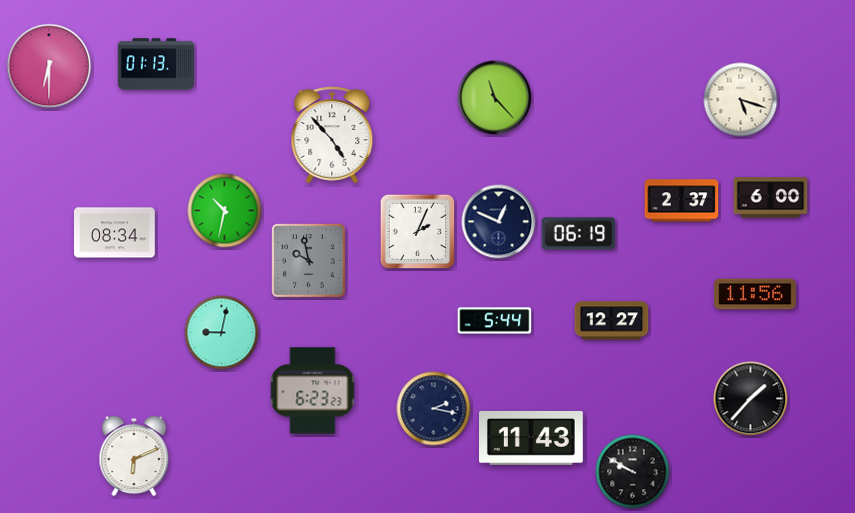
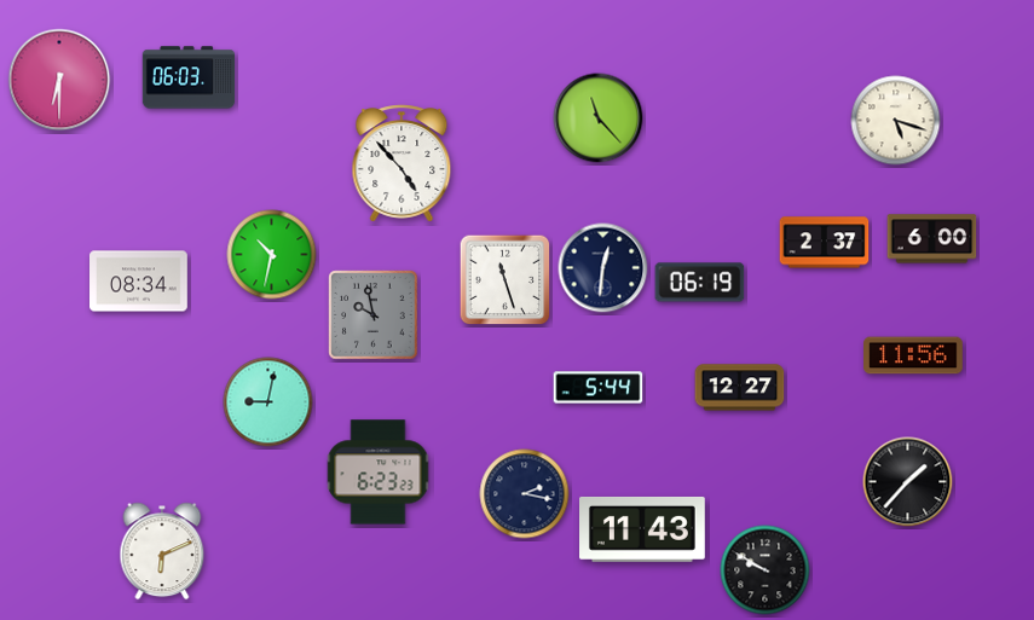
clock at (156, 64): 01:13 -> 06:03
clock at (499, 222): 12:49 -> 12:31
clock at (418, 232): 2:04 -> 11:27
